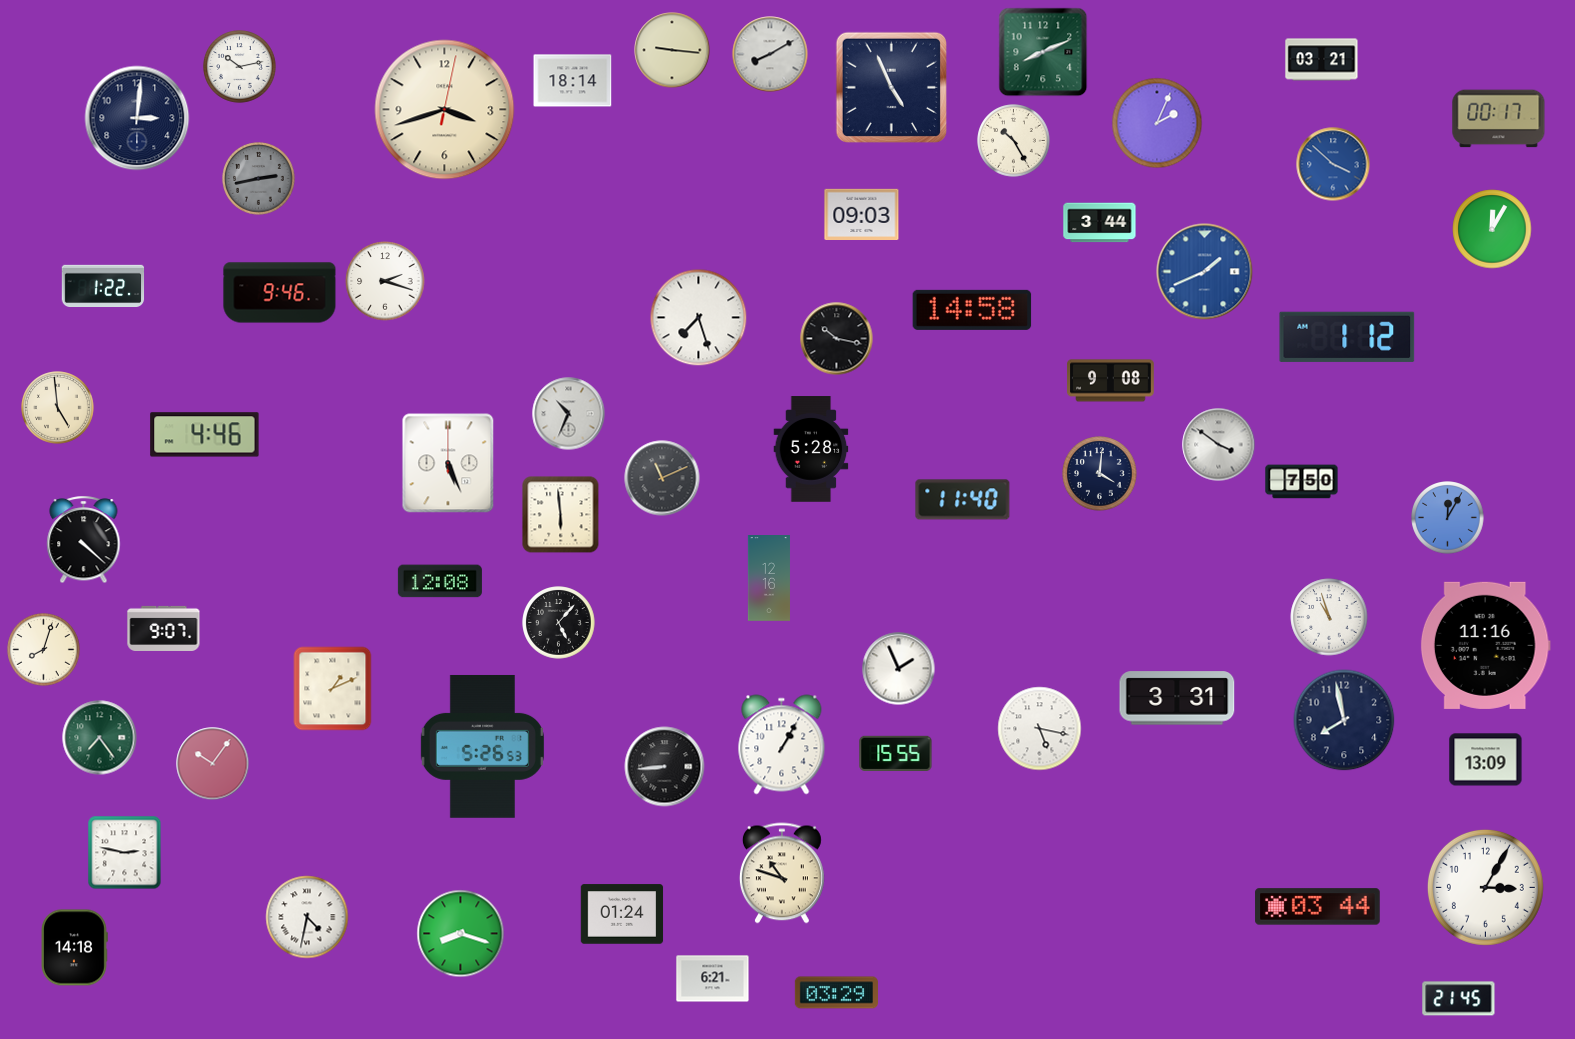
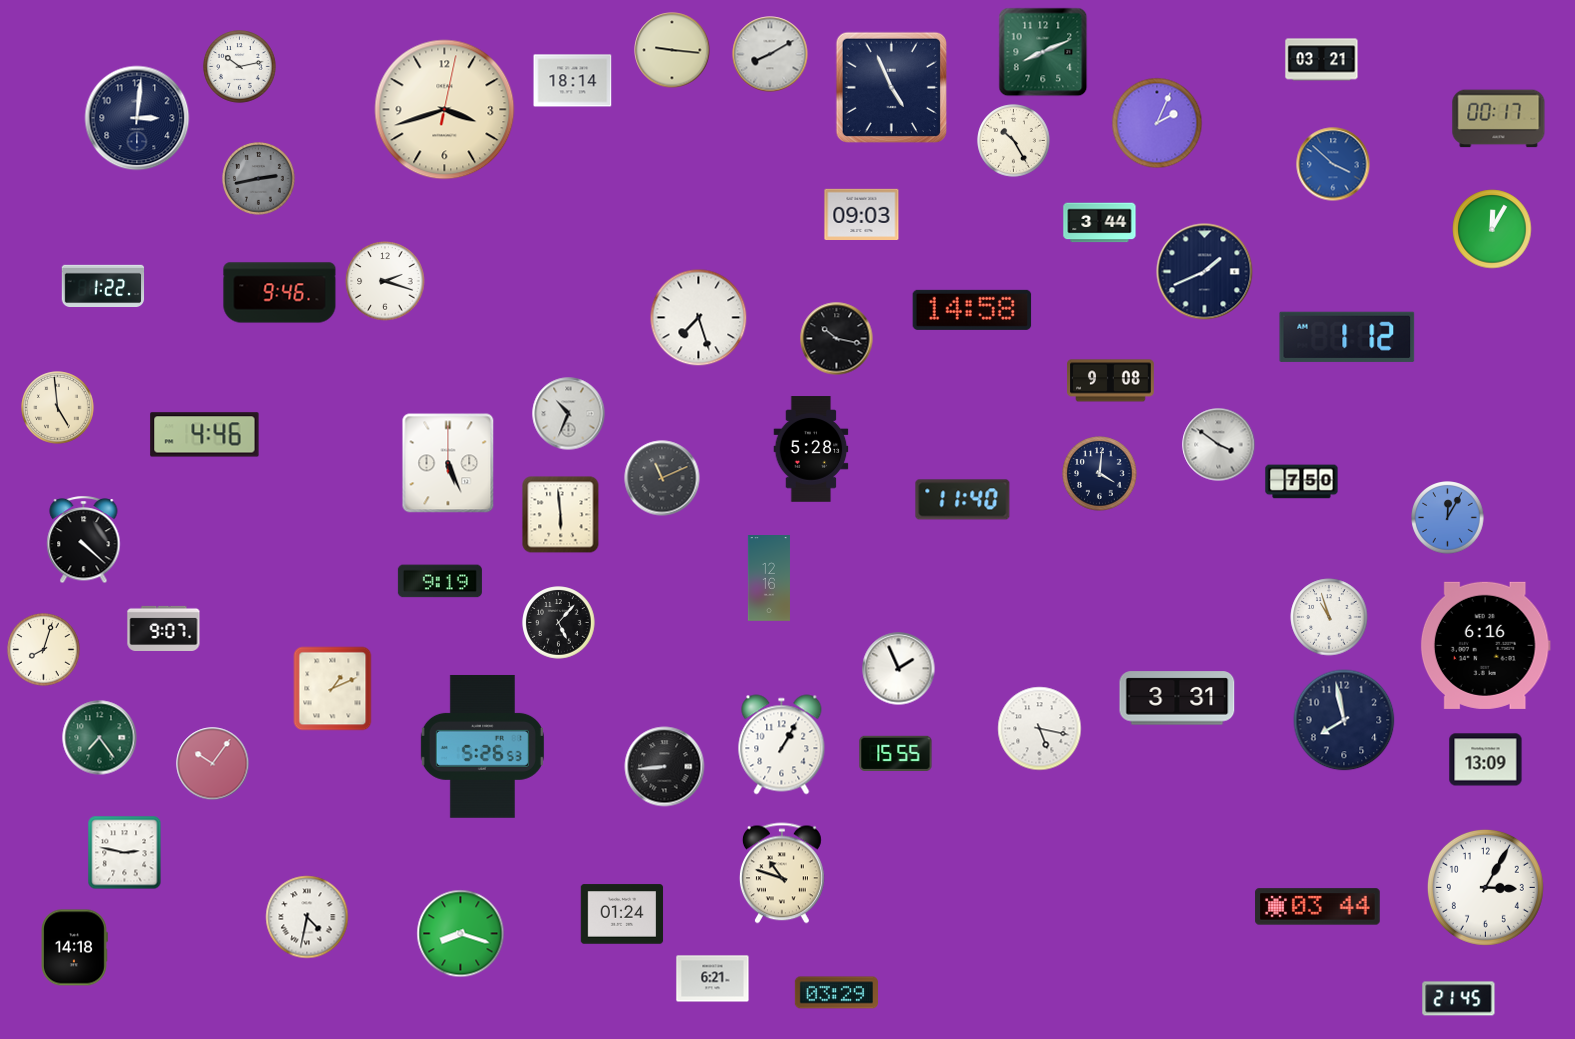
clock at (1205, 272) dial: blue -> navy
clock at (440, 581): 12:08 -> 9:19
clock at (1485, 645): 11:16 -> 6:16
